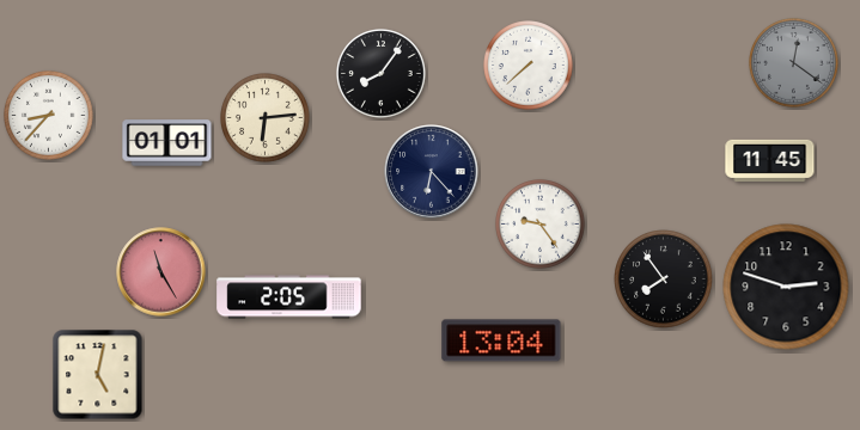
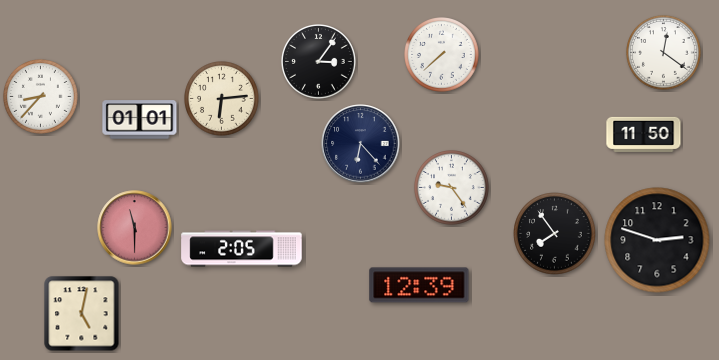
clock at (794, 63) dial: grey -> white
clock at (382, 74): 8:06 -> 3:06
clock at (770, 160): 11:45 -> 11:50
clock at (161, 272): 11:25 -> 11:30
clock at (501, 340): 13:04 -> 12:39
